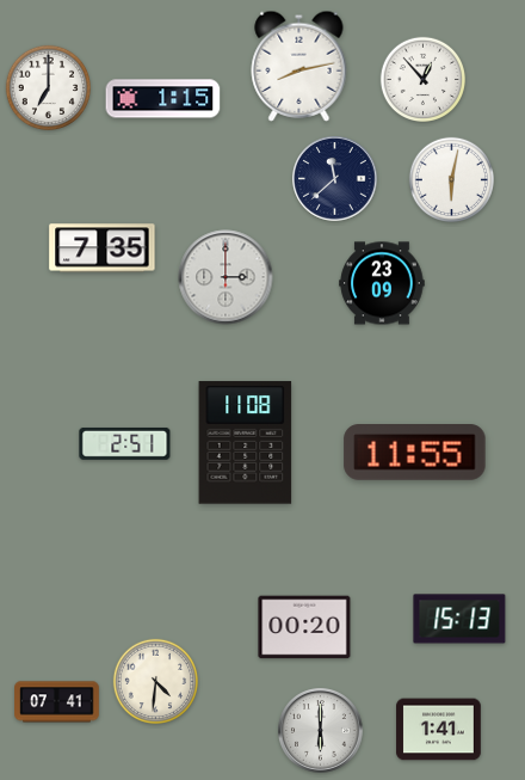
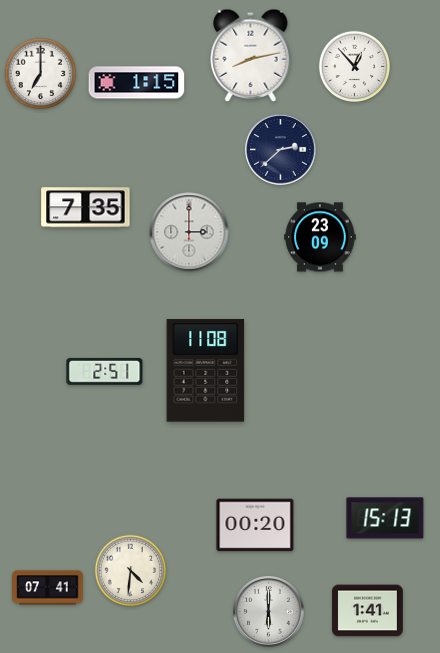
clock at (335, 179): 11:38 -> 2:38
clock at (452, 180): 6:02 -> none
clock at (415, 453): 11:55 -> none
